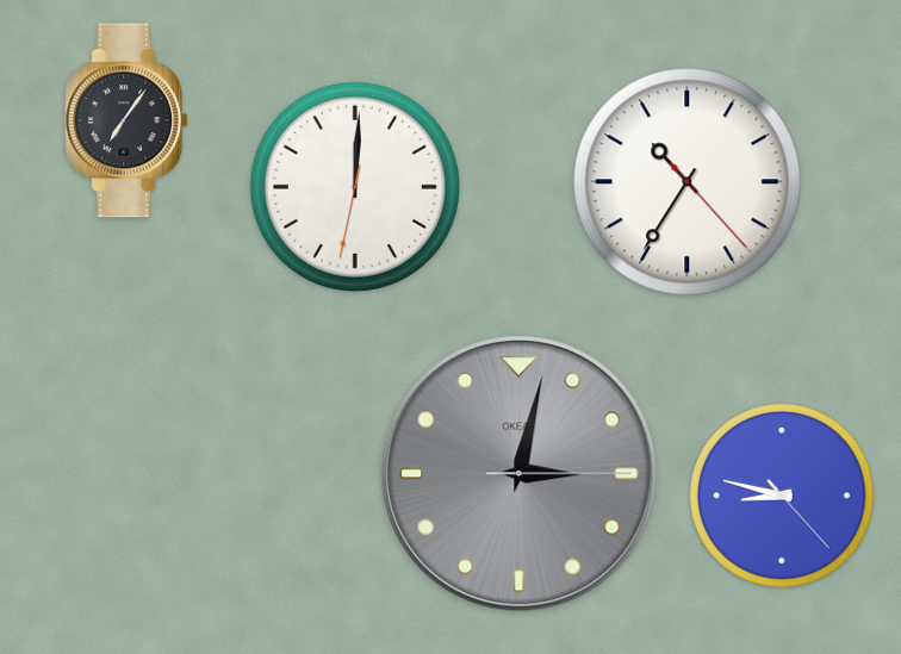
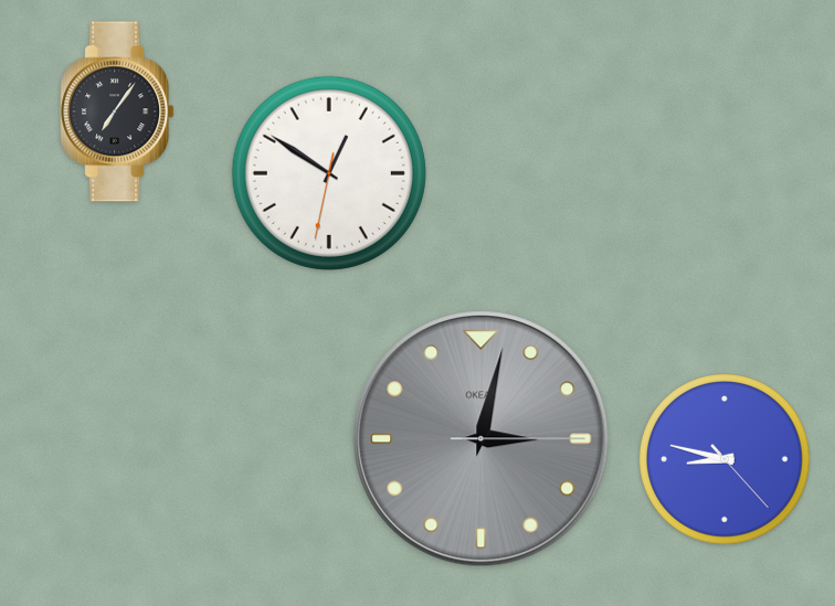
clock at (688, 182): 10:35 -> none
clock at (355, 187): 12:00 -> 12:50
